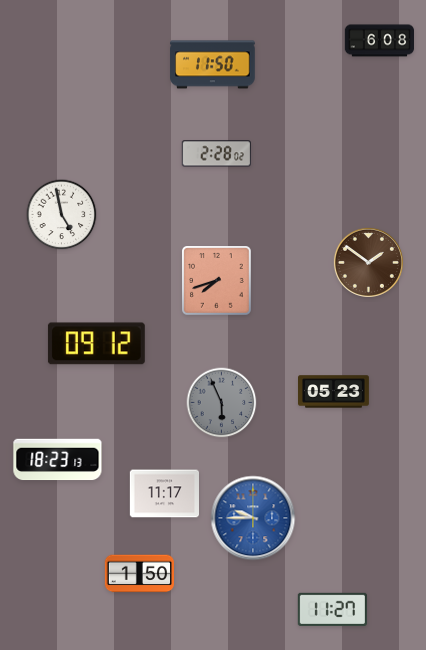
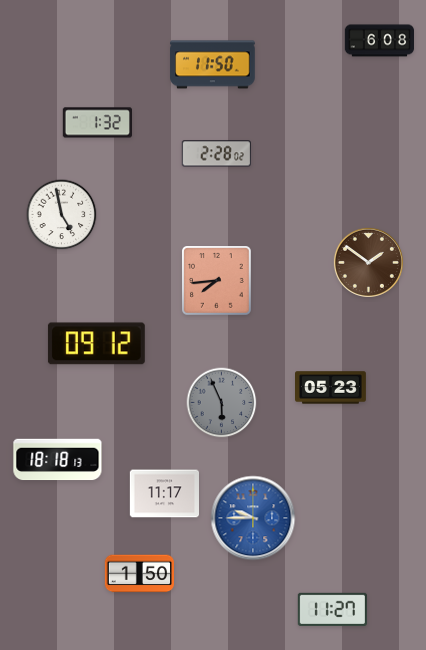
clock at (97, 123): none -> 1:32
clock at (217, 281): 7:42 -> 7:44
clock at (334, 392) position: (334, 392) -> (331, 388)
clock at (58, 460): 18:23 -> 18:18
